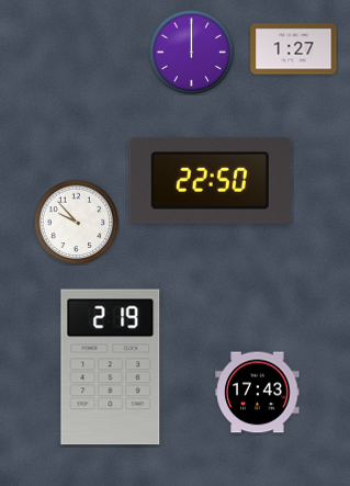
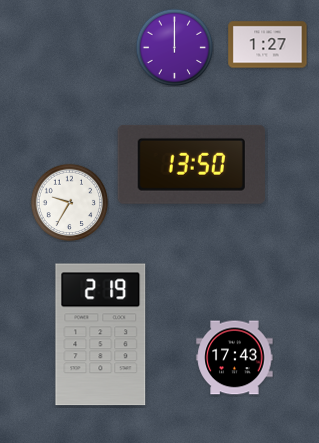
clock at (210, 180): 22:50 -> 13:50
clock at (76, 222): 9:53 -> 9:35
